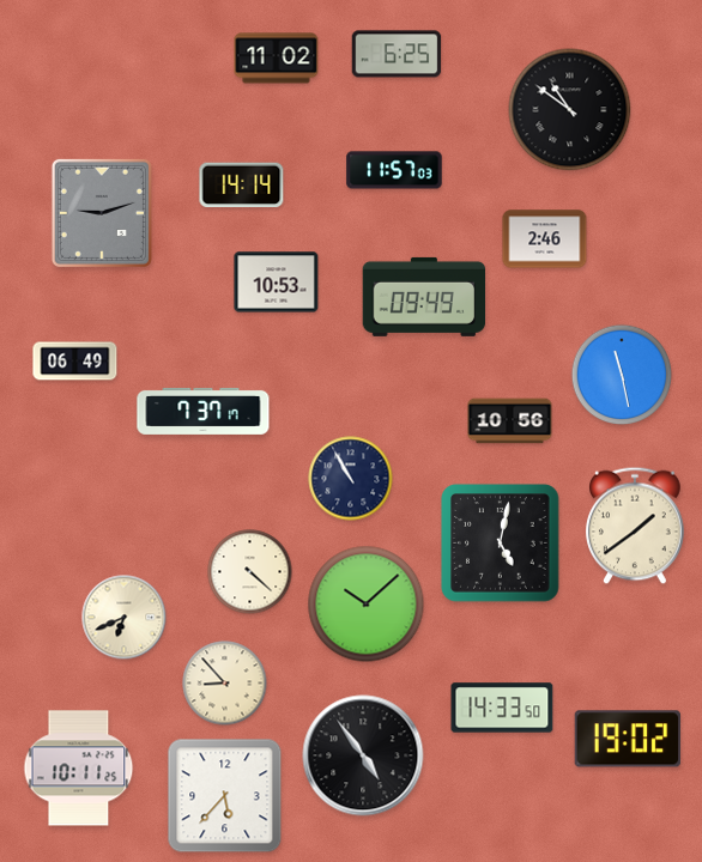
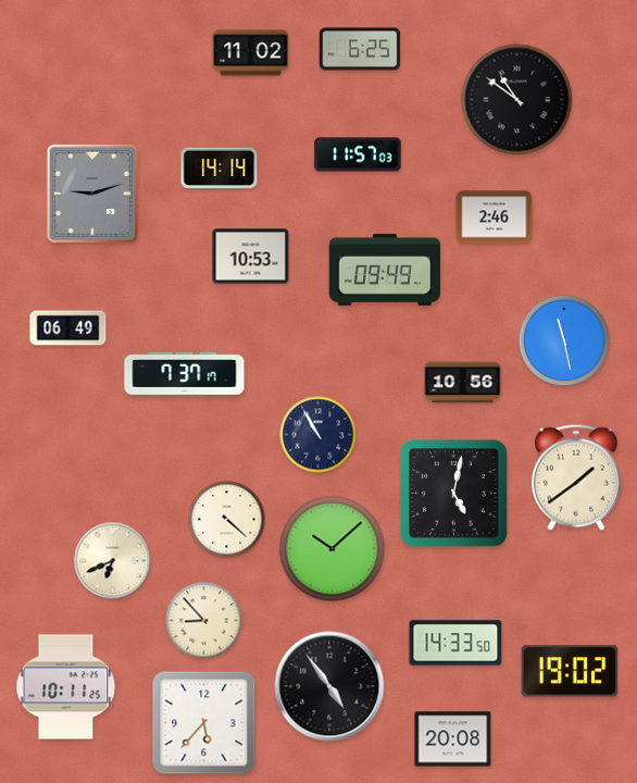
clock at (79, 769) position: (79, 769) -> (66, 687)
clock at (453, 739): none -> 20:08
